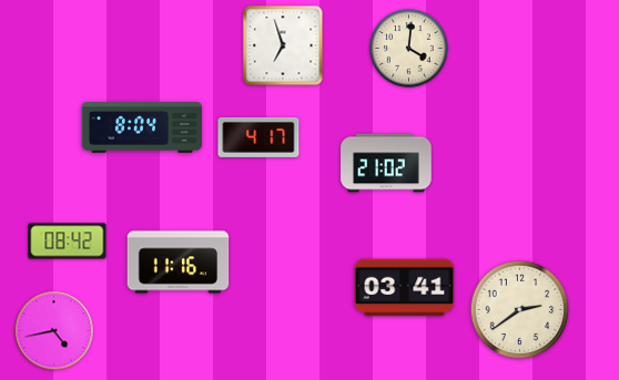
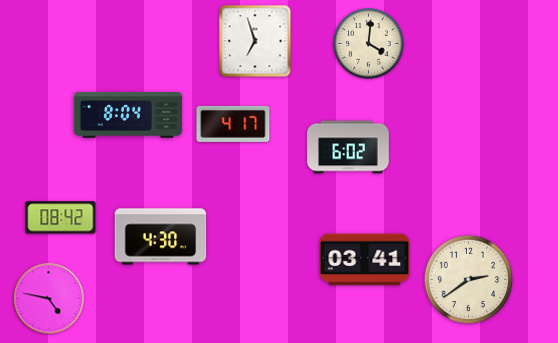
clock at (386, 163): 21:02 -> 6:02
clock at (179, 263): 11:16 -> 4:30
clock at (54, 331): 4:43 -> 4:47
